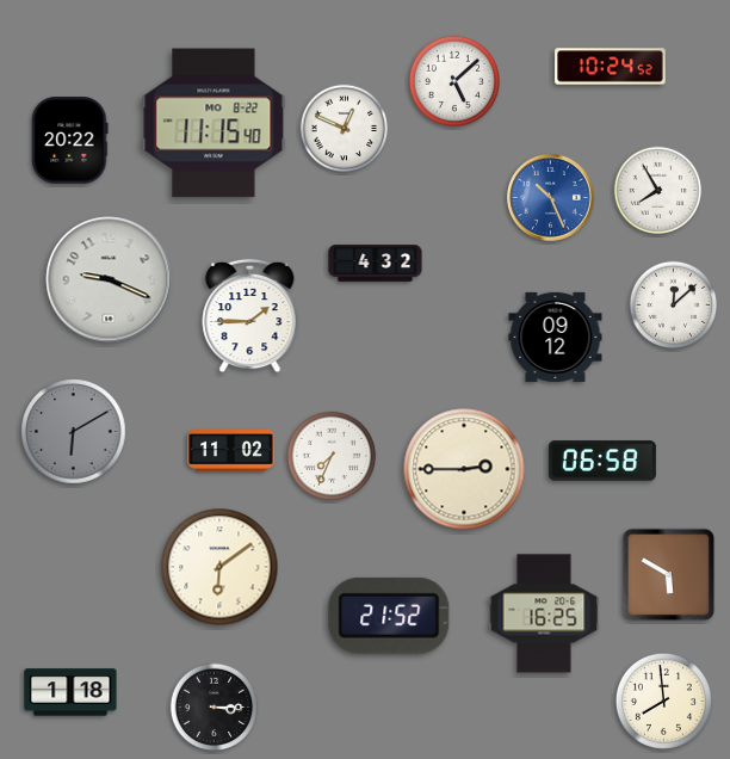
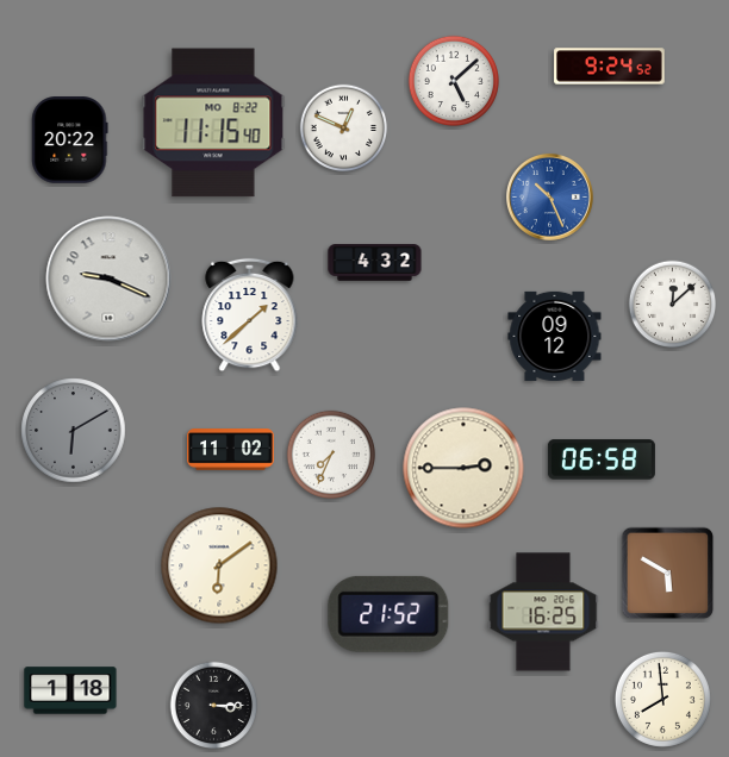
clock at (611, 67): 10:24 -> 9:24
clock at (658, 191): 7:55 -> none
clock at (250, 316): 1:45 -> 1:38
